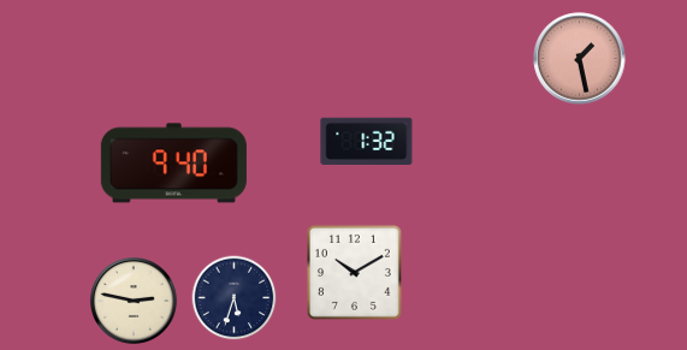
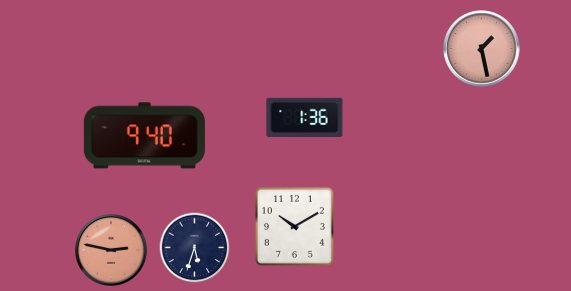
clock at (367, 141): 1:32 -> 1:36
clock at (135, 302) dial: cream -> salmon
